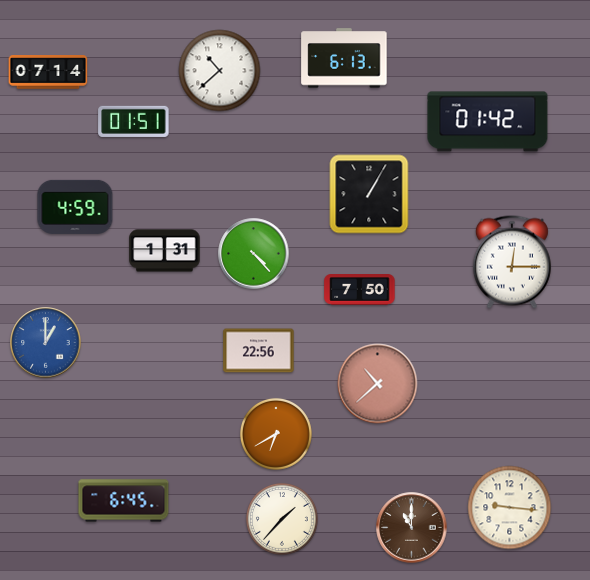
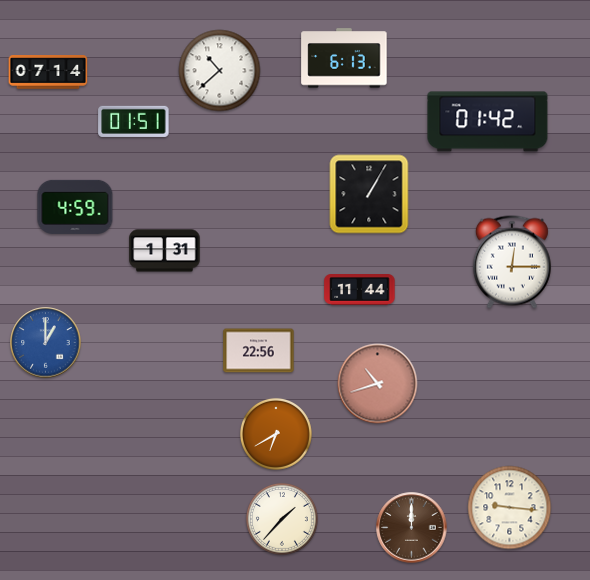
clock at (254, 254): 4:23 -> none
clock at (360, 290): 7:50 -> 11:44
clock at (378, 384): 10:38 -> 10:42
clock at (124, 501): 6:45 -> none
clock at (412, 528): 11:00 -> 12:00
